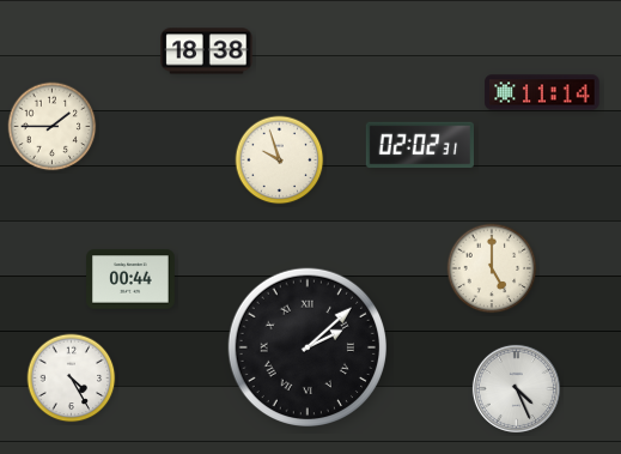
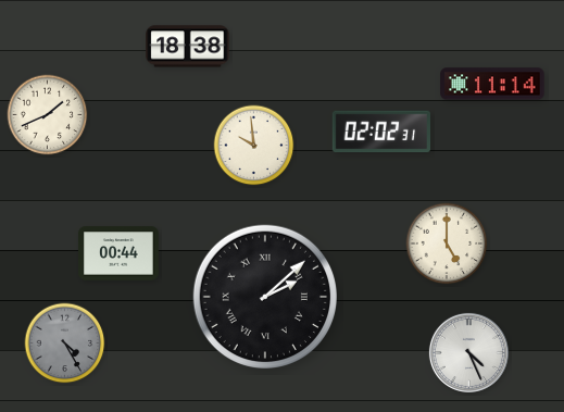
clock at (53, 127): 1:45 -> 1:41
clock at (280, 161): 9:57 -> 9:59
clock at (308, 347) position: (308, 347) -> (265, 297)
clock at (72, 379) dial: white -> grey
